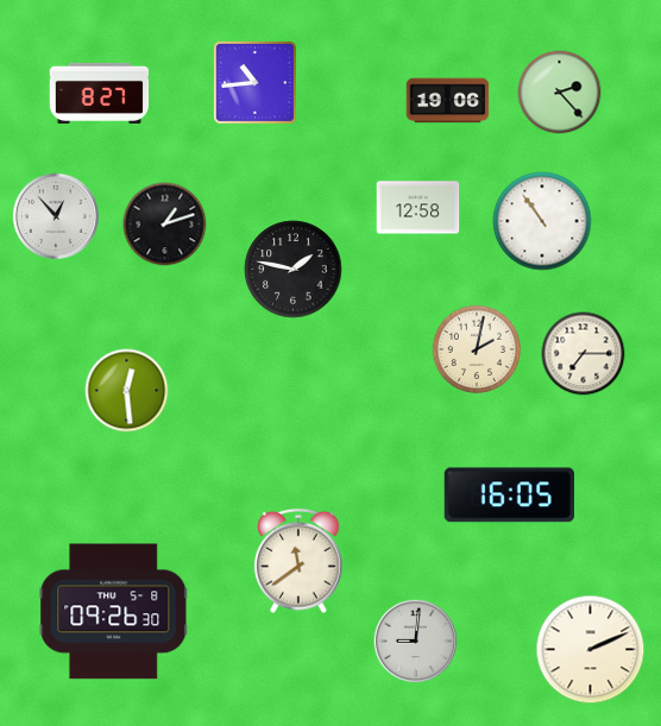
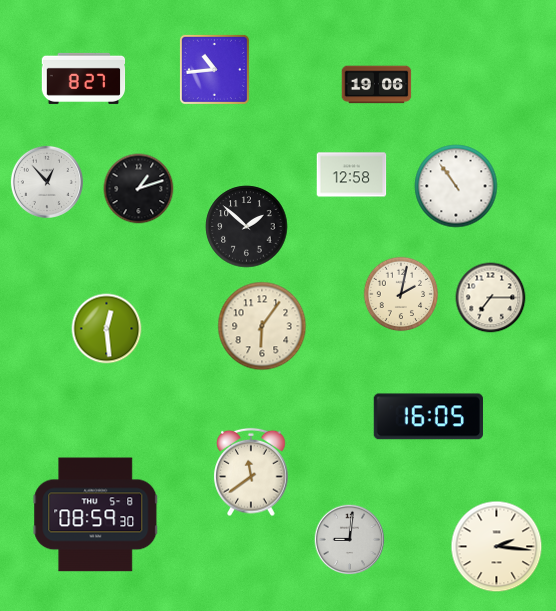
clock at (560, 93): 2:23 -> none
clock at (294, 270): 1:47 -> 1:52
clock at (262, 326): none -> 6:06
clock at (114, 612): 09:26 -> 08:59
clock at (591, 650): 2:11 -> 2:16
